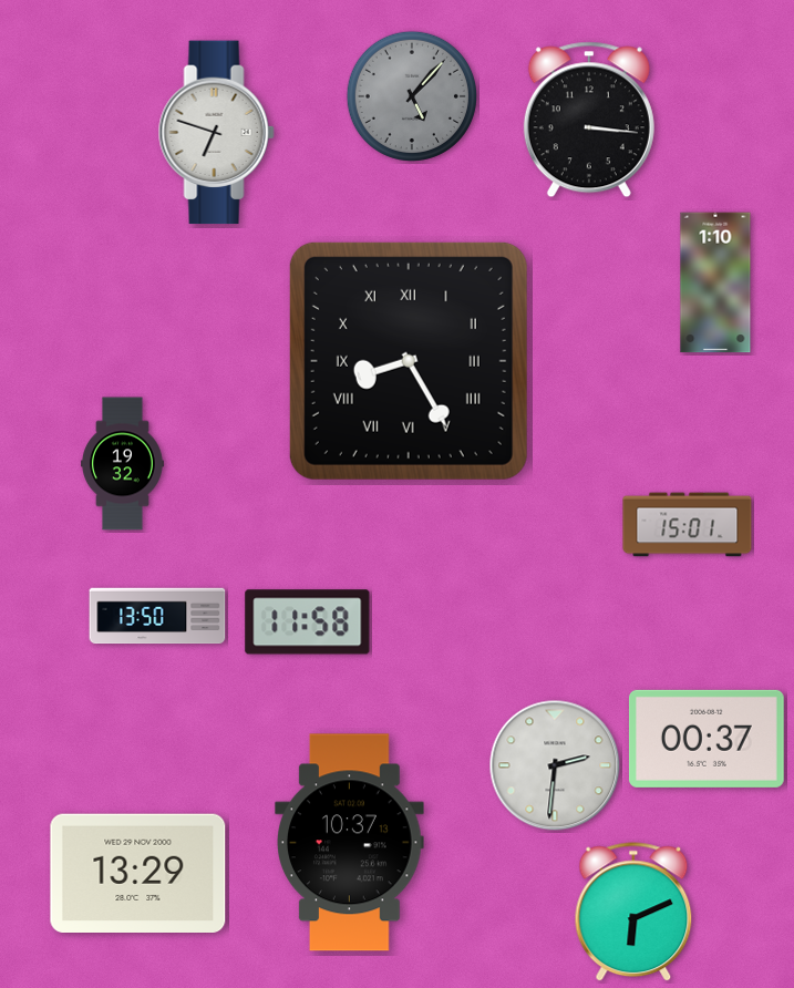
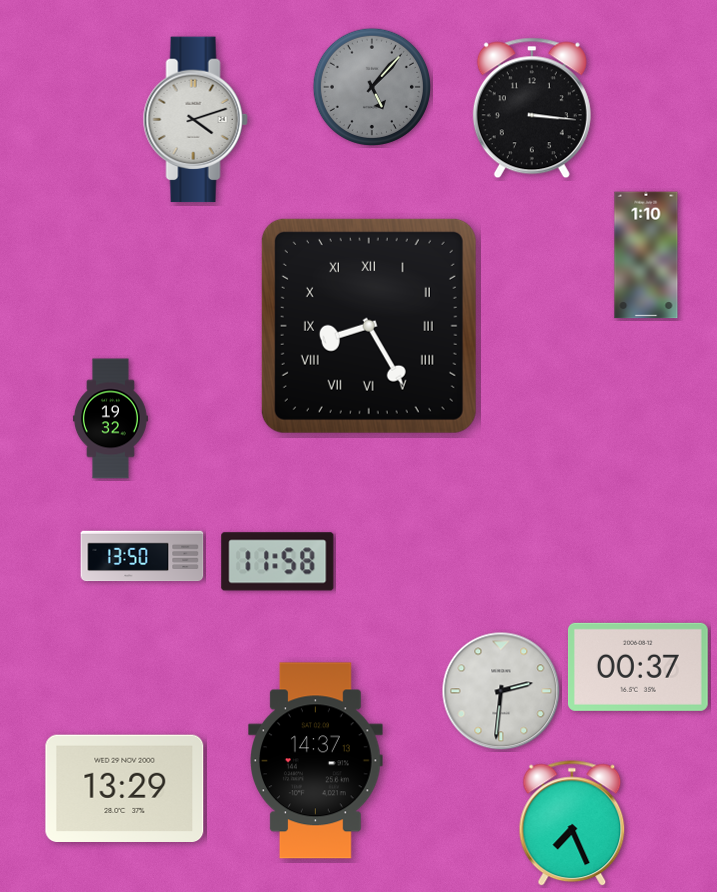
clock at (216, 133): 6:48 -> 4:12
clock at (688, 525): 15:01 -> none
clock at (350, 843): 10:37 -> 14:37
clock at (633, 913): 6:11 -> 7:26
